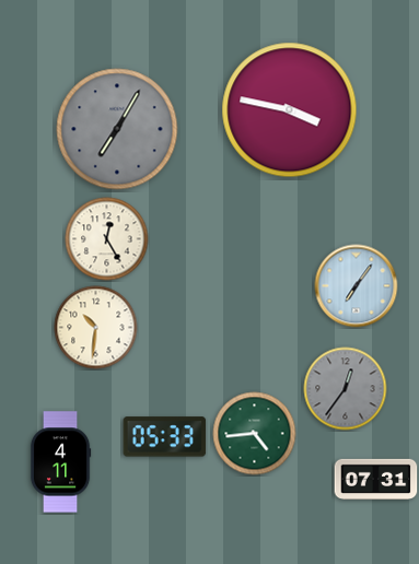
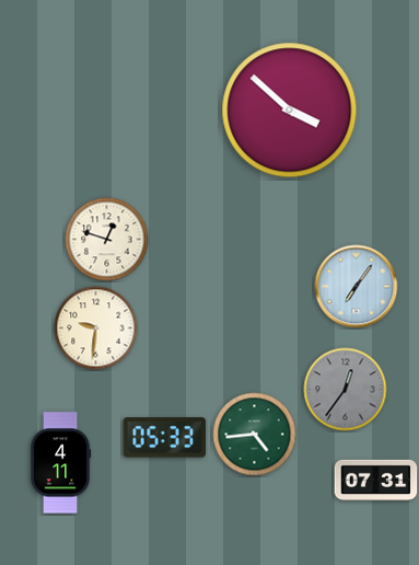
clock at (290, 110): 3:47 -> 3:52
clock at (117, 129): 7:05 -> none
clock at (107, 239): 12:25 -> 12:48
clock at (96, 328): 10:31 -> 9:31
